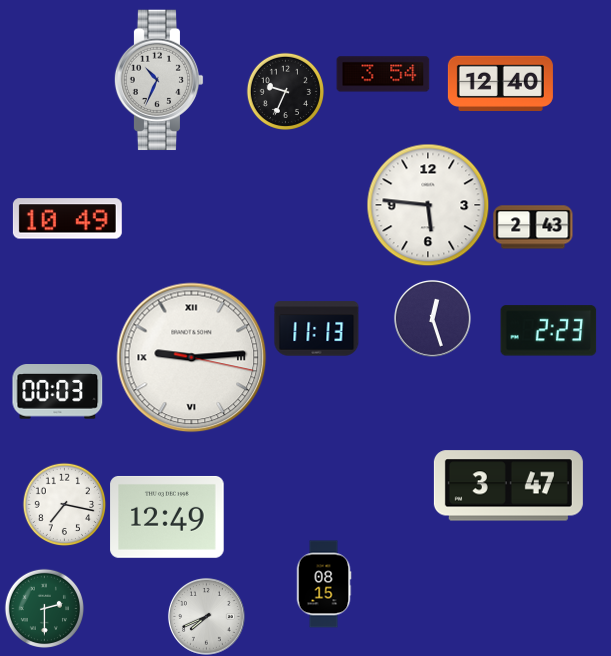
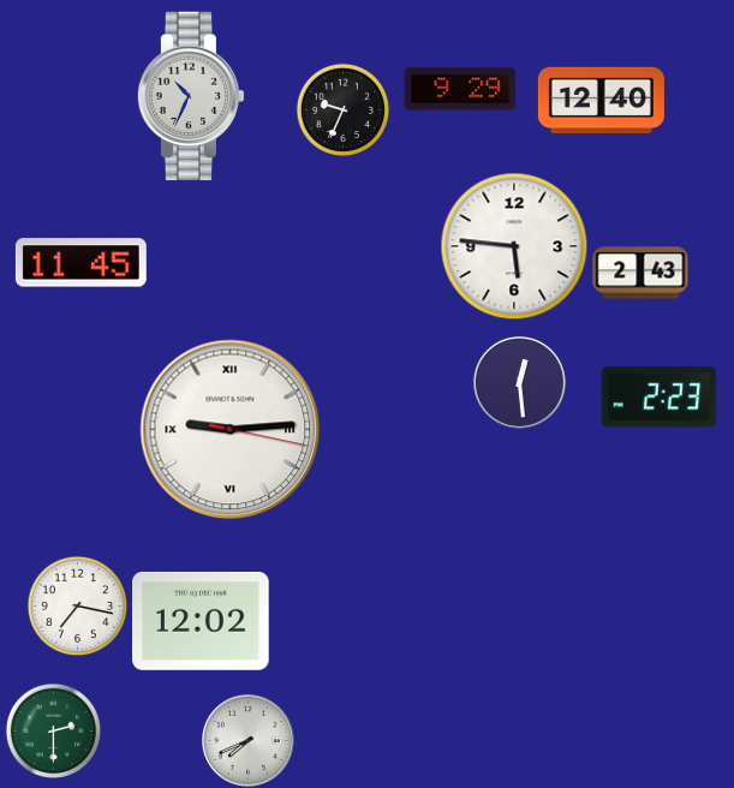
clock at (383, 74): 3:54 -> 9:29
clock at (67, 219): 10:49 -> 11:45
clock at (433, 319): 12:27 -> 12:29
clock at (317, 329): 11:13 -> none
clock at (58, 392): 00:03 -> none
clock at (508, 486): 3:47 -> none
clock at (167, 517): 12:49 -> 12:02
clock at (324, 584): 08:15 -> none
